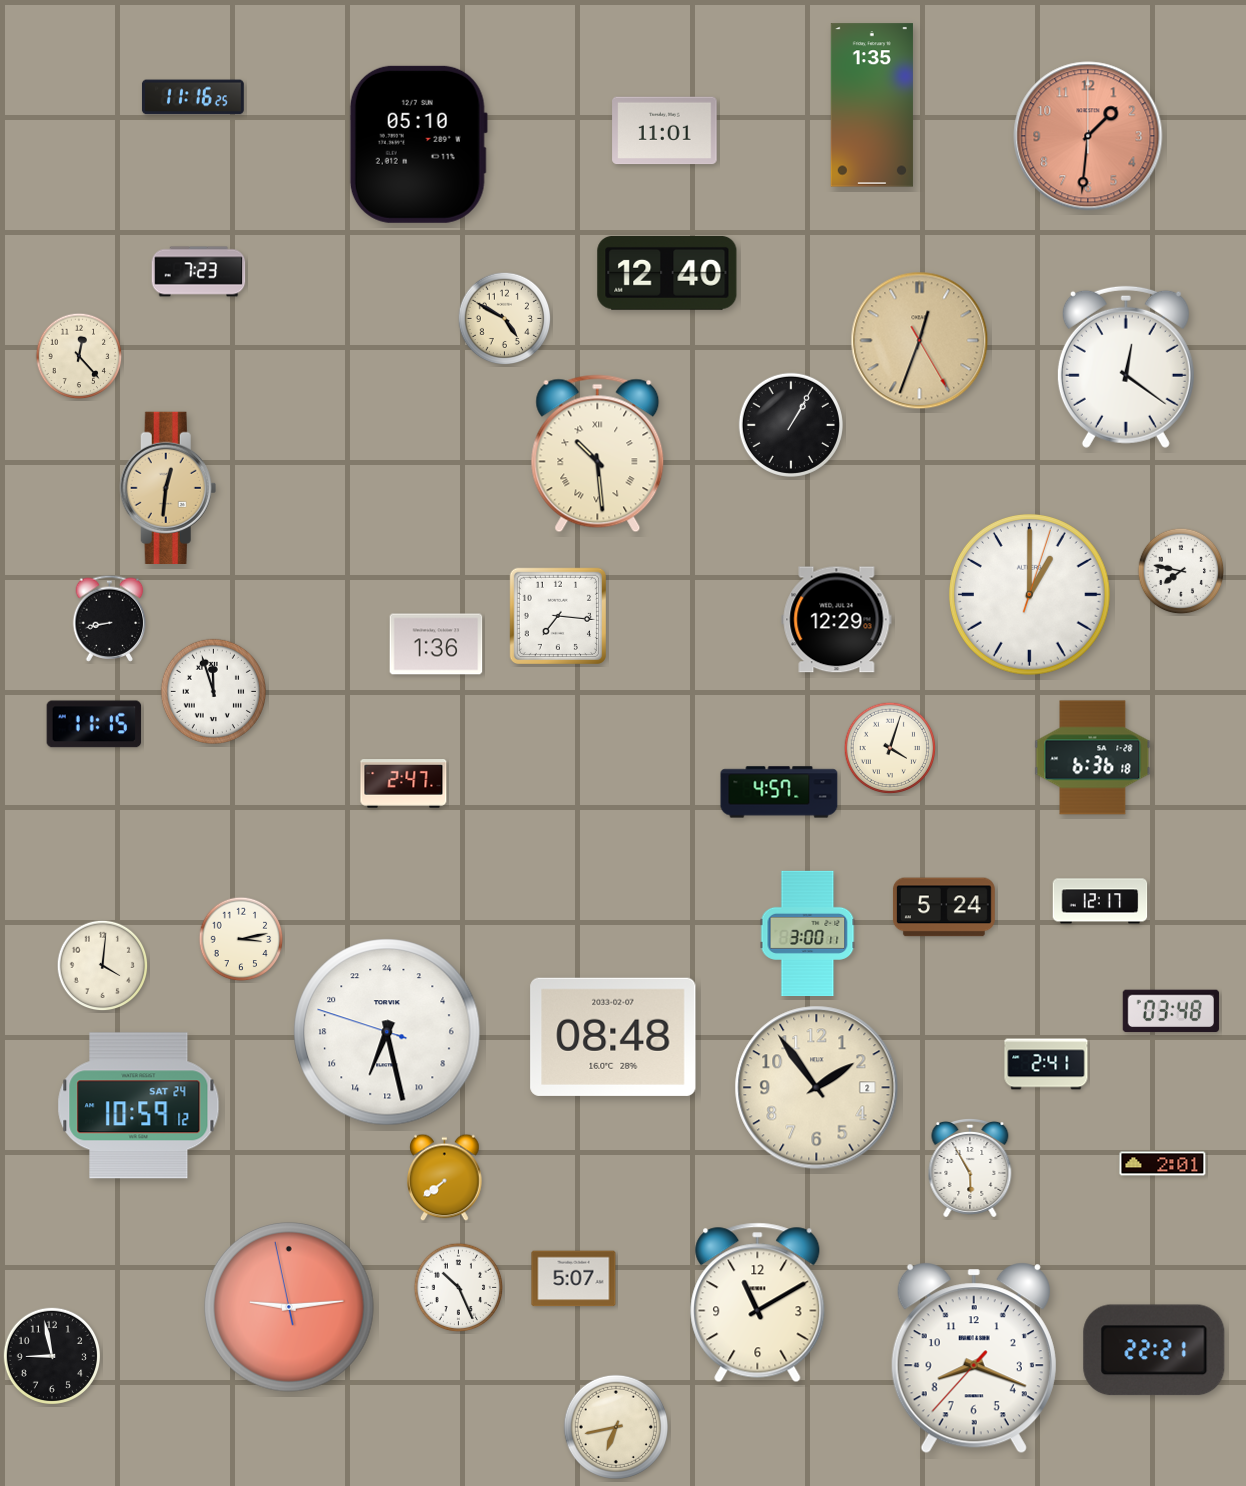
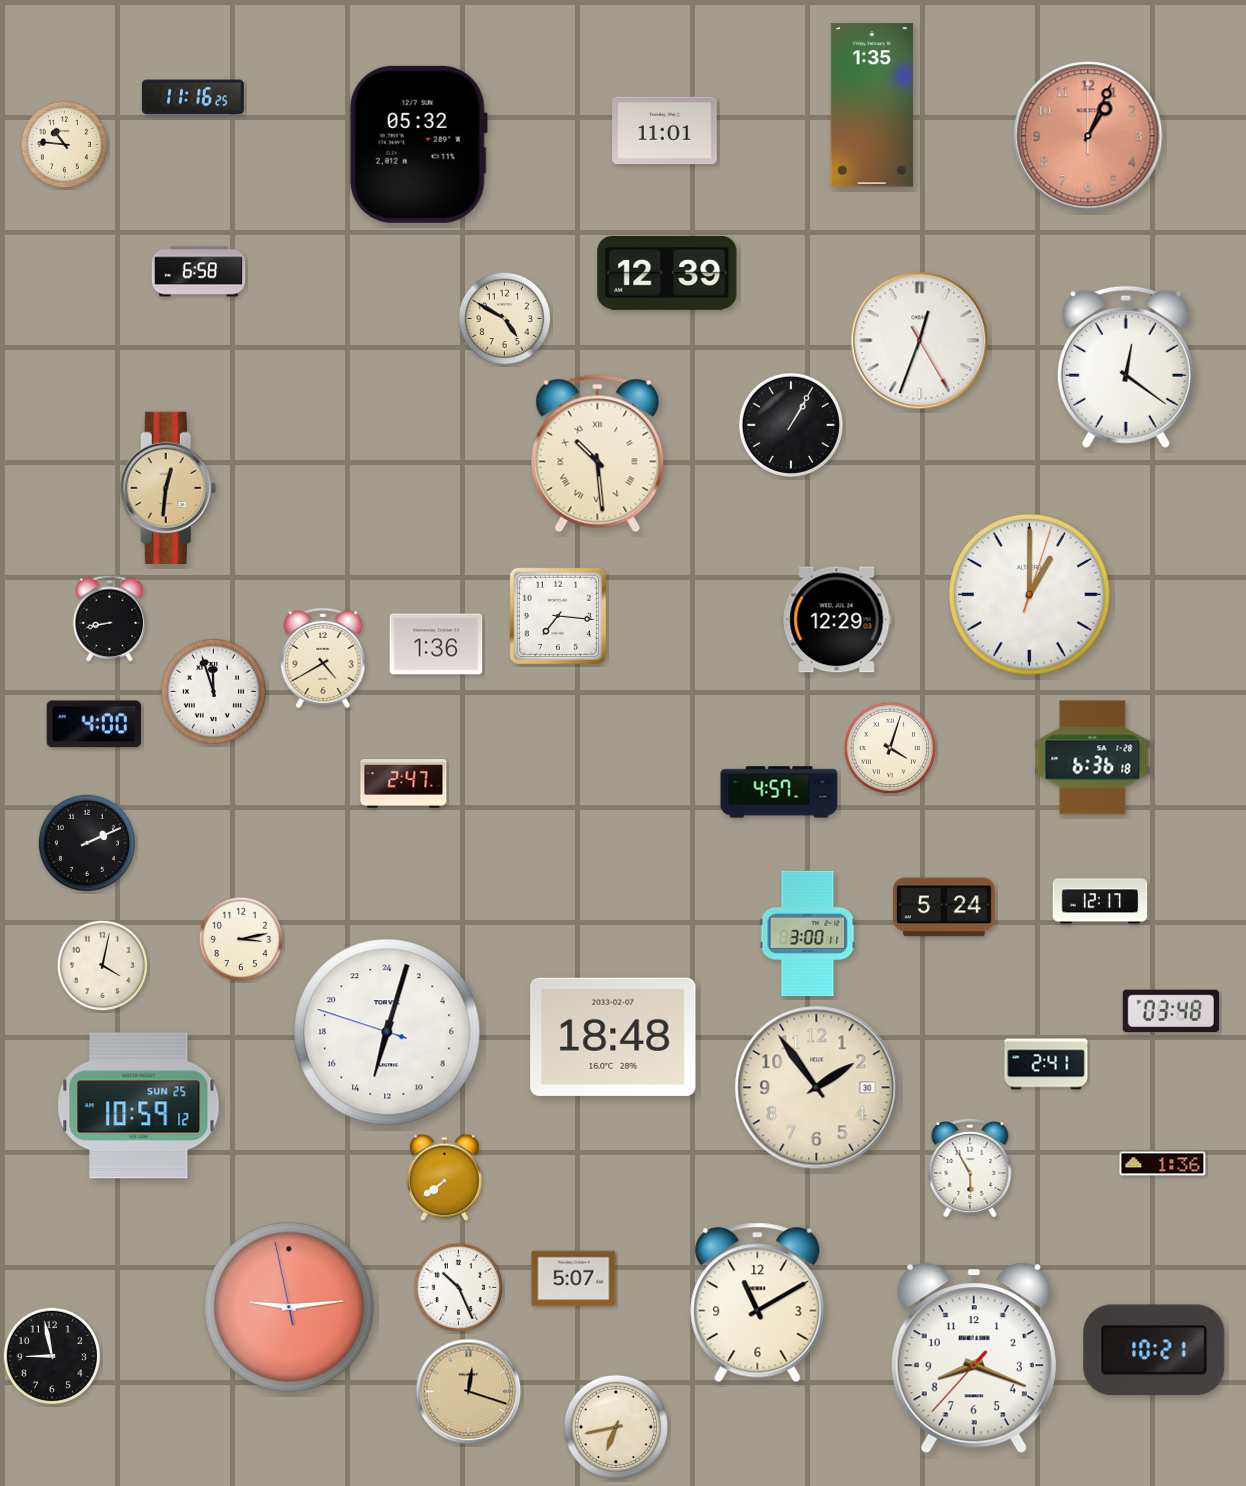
clock at (1088, 136): 1:31 -> 1:04
clock at (418, 144): 05:10 -> 05:32
clock at (65, 145): none -> 10:46
clock at (199, 272): 7:23 -> 6:58
clock at (667, 273): 12:40 -> 12:39
clock at (920, 341) dial: champagne -> white
clock at (79, 356): 12:23 -> none
clock at (1181, 571): 7:47 -> none
clock at (323, 658): none -> 4:40
clock at (94, 724): 11:15 -> 4:00
clock at (86, 842): none -> 2:11
clock at (103, 966): 4:01 -> 4:02
clock at (387, 1032): 13:27 -> 13:02
clock at (613, 1037): 08:48 -> 18:48
clock at (817, 1088) date: 2 -> 30
clock at (139, 1106) date: SAT 24 -> SUN 25
clock at (1163, 1164): 2:01 -> 1:36
clock at (1154, 1350): 22:21 -> 10:21
clock at (469, 1392): none -> 12:18
